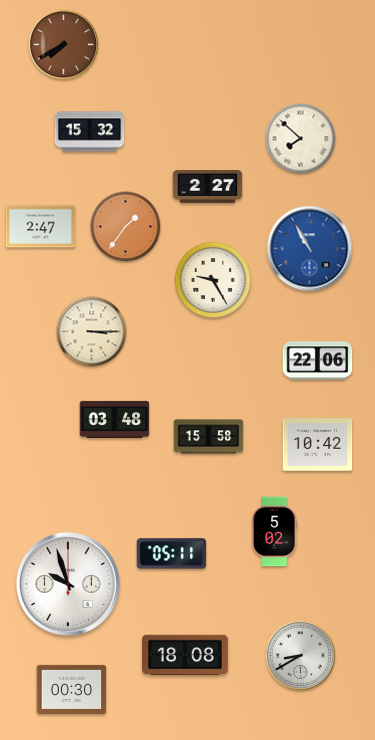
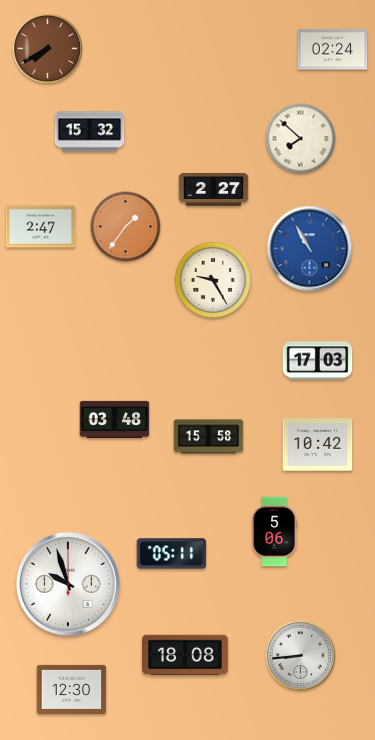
clock at (64, 45) position: (64, 45) -> (48, 49)
clock at (333, 50): none -> 02:24
clock at (208, 187) position: (208, 187) -> (214, 190)
clock at (92, 332): 3:15 -> none
clock at (318, 361): 22:06 -> 17:03
clock at (275, 532): 5:02 -> 5:06
clock at (301, 656): 8:40 -> 8:44
clock at (72, 689): 00:30 -> 12:30
